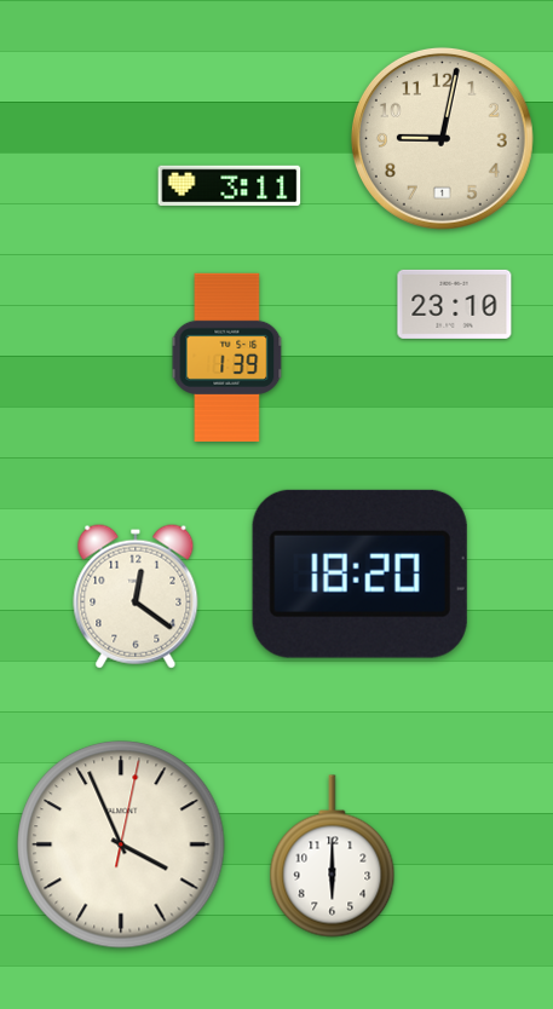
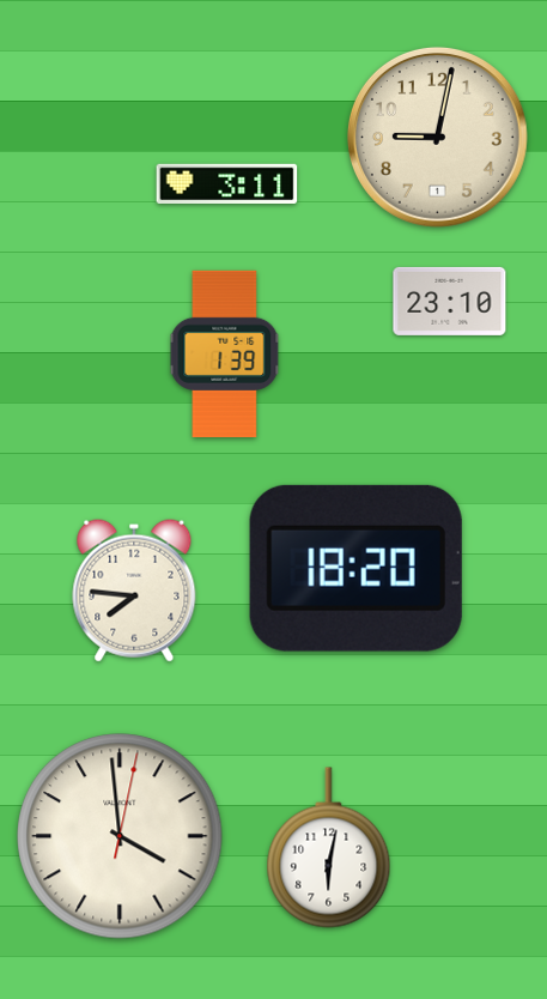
clock at (136, 596): 12:21 -> 7:46
clock at (121, 844): 3:56 -> 3:59
clock at (333, 857): 6:00 -> 6:02
